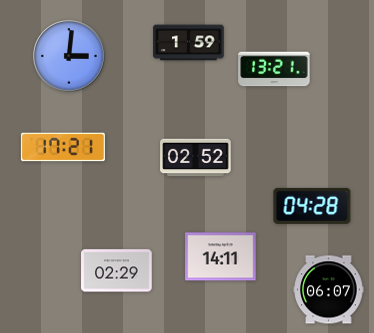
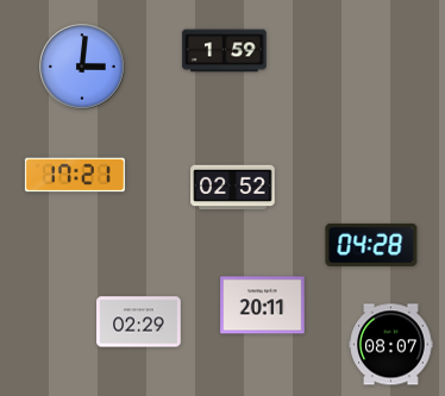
clock at (274, 69): 13:21 -> none
clock at (221, 257): 14:11 -> 20:11
clock at (329, 290): 06:07 -> 08:07
